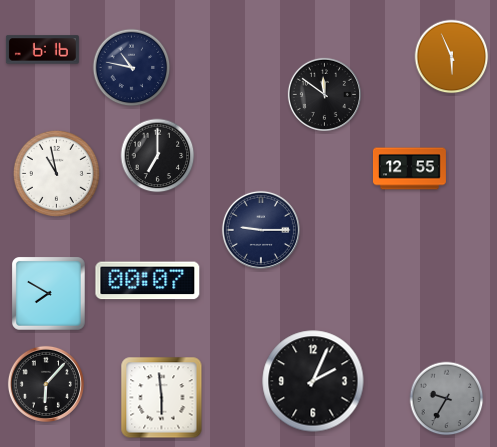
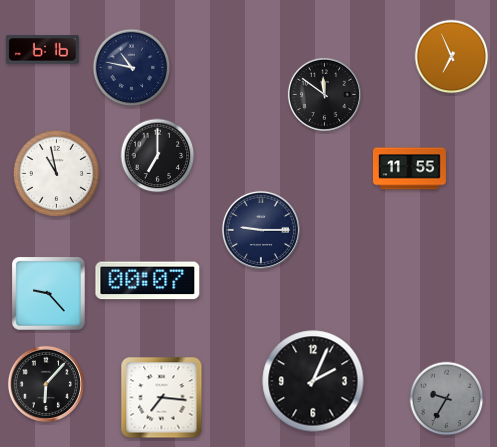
clock at (452, 57): 5:56 -> 6:56
clock at (409, 169): 12:55 -> 11:55
clock at (49, 294): 7:50 -> 9:23
clock at (162, 398): 5:59 -> 7:16
